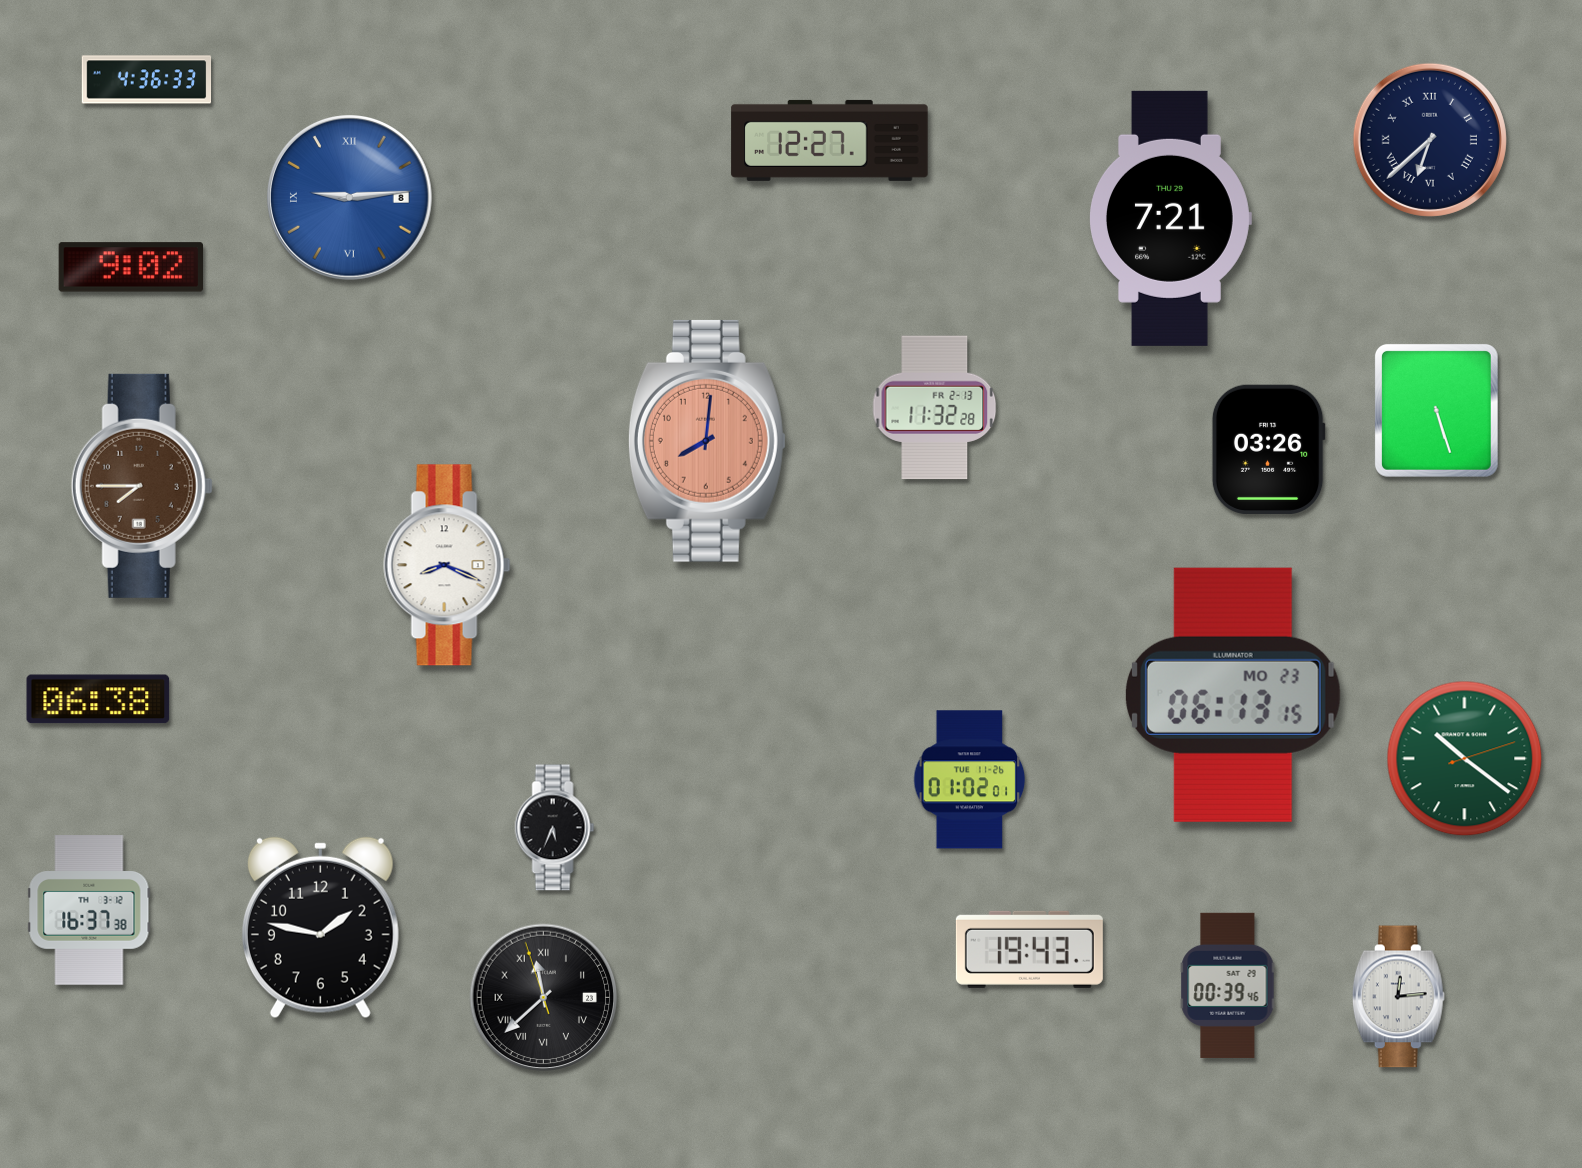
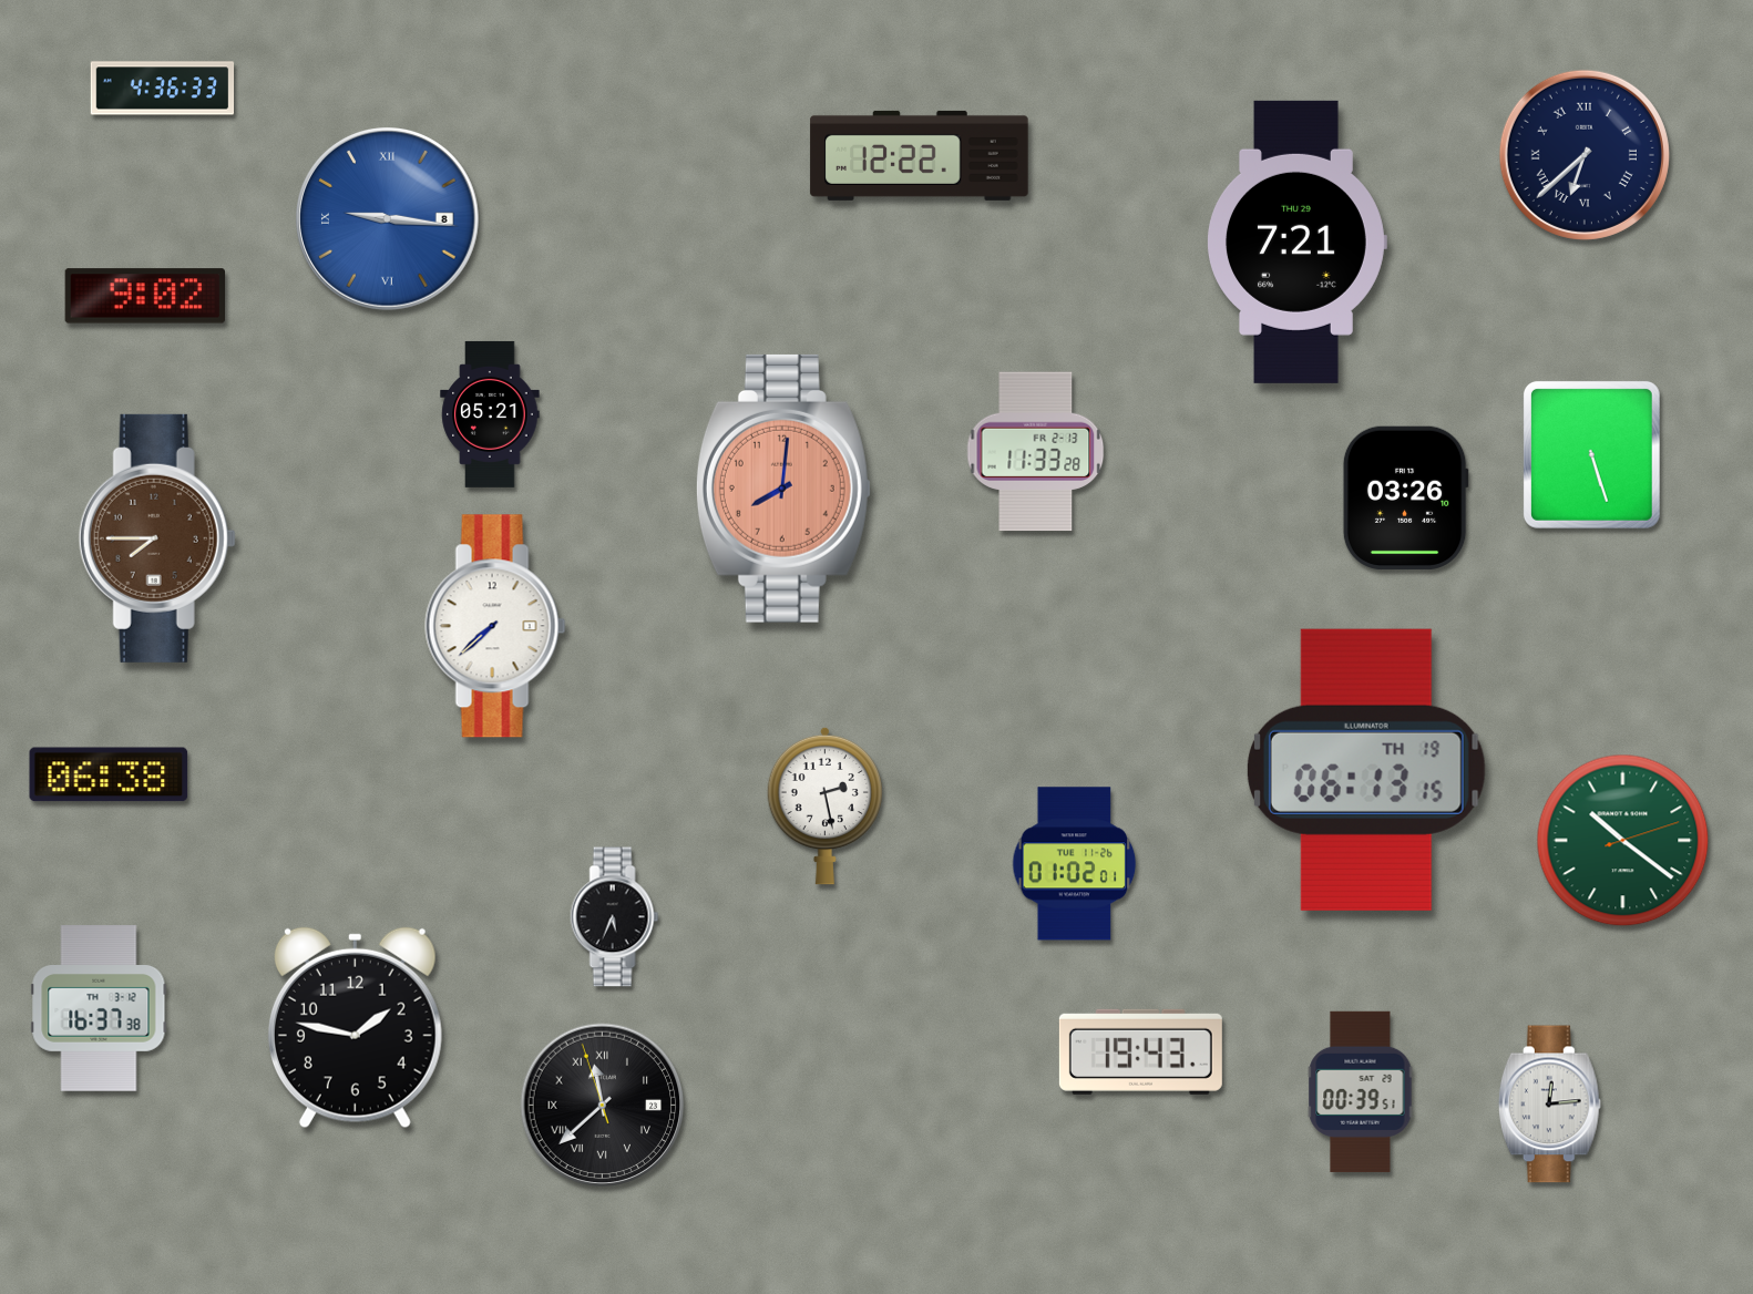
clock at (830, 140): 12:27 -> 12:22
clock at (350, 198): 9:14 -> 9:16
clock at (490, 414): none -> 05:21
clock at (935, 408): 11:32 -> 11:33
clock at (447, 565): 8:19 -> 7:38
clock at (1233, 695) date: MO 23 -> TH 19
clock at (824, 805): none -> 2:28
clock at (1228, 985): 00:39:46 -> 00:39:51
